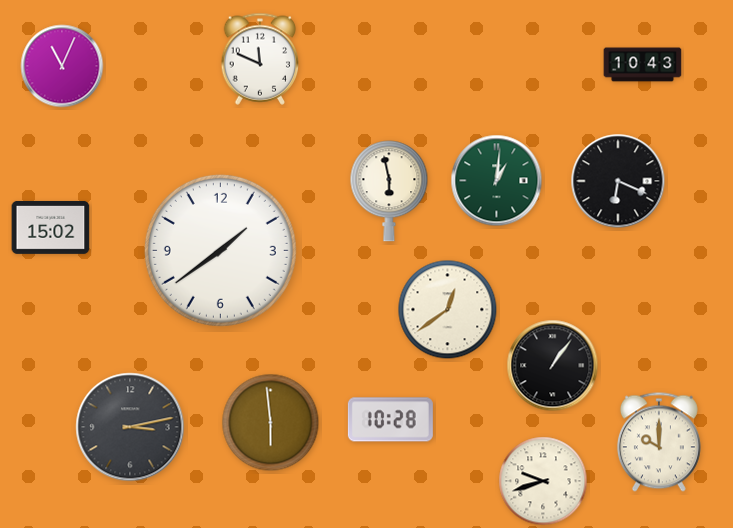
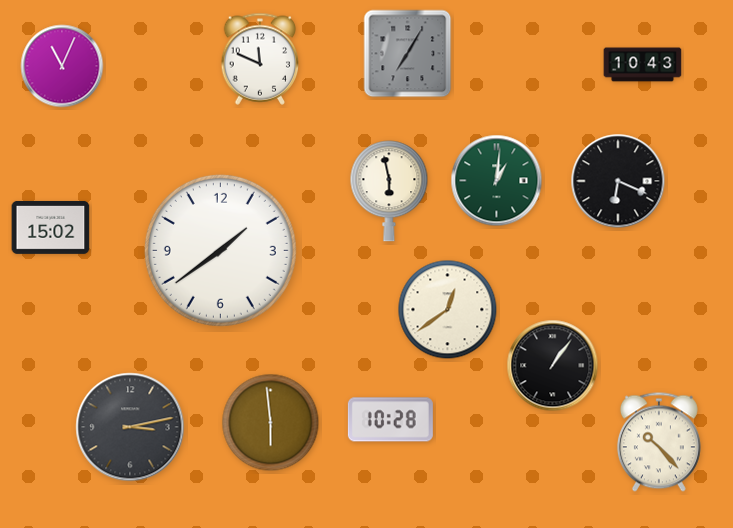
clock at (408, 54): none -> 7:05
clock at (659, 442): 10:00 -> 10:23
clock at (543, 481): 9:42 -> none
